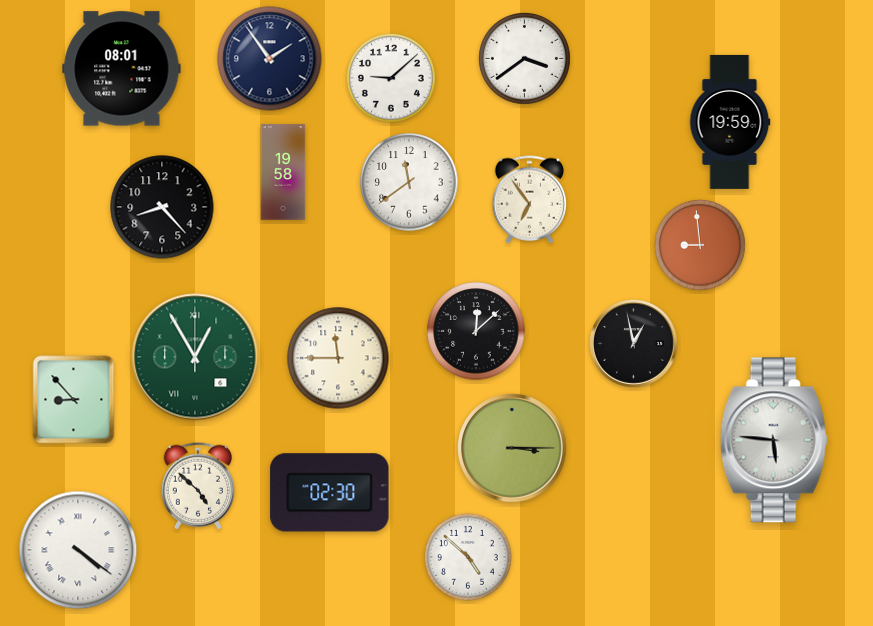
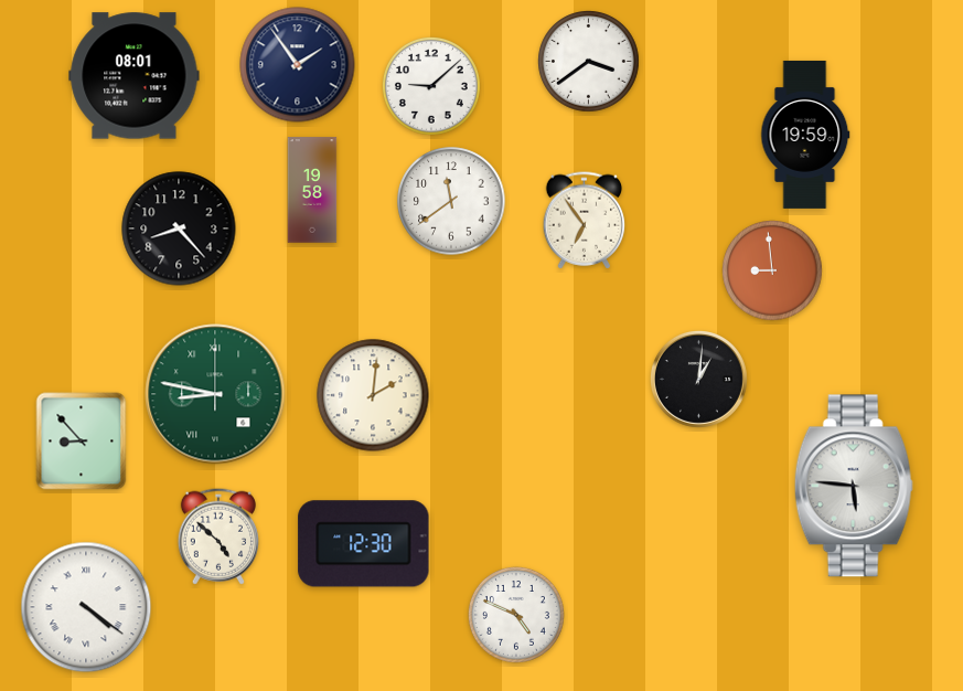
clock at (525, 59) position: (525, 59) -> (589, 62)
clock at (476, 331): 12:08 -> none
clock at (633, 343): 12:58 -> 1:01
clock at (195, 357): 12:55 -> 8:47
clock at (338, 358): 11:45 -> 2:01
clock at (512, 448): 3:15 -> none
clock at (330, 493): 02:30 -> 12:30
clock at (468, 557): 4:52 -> 4:49
